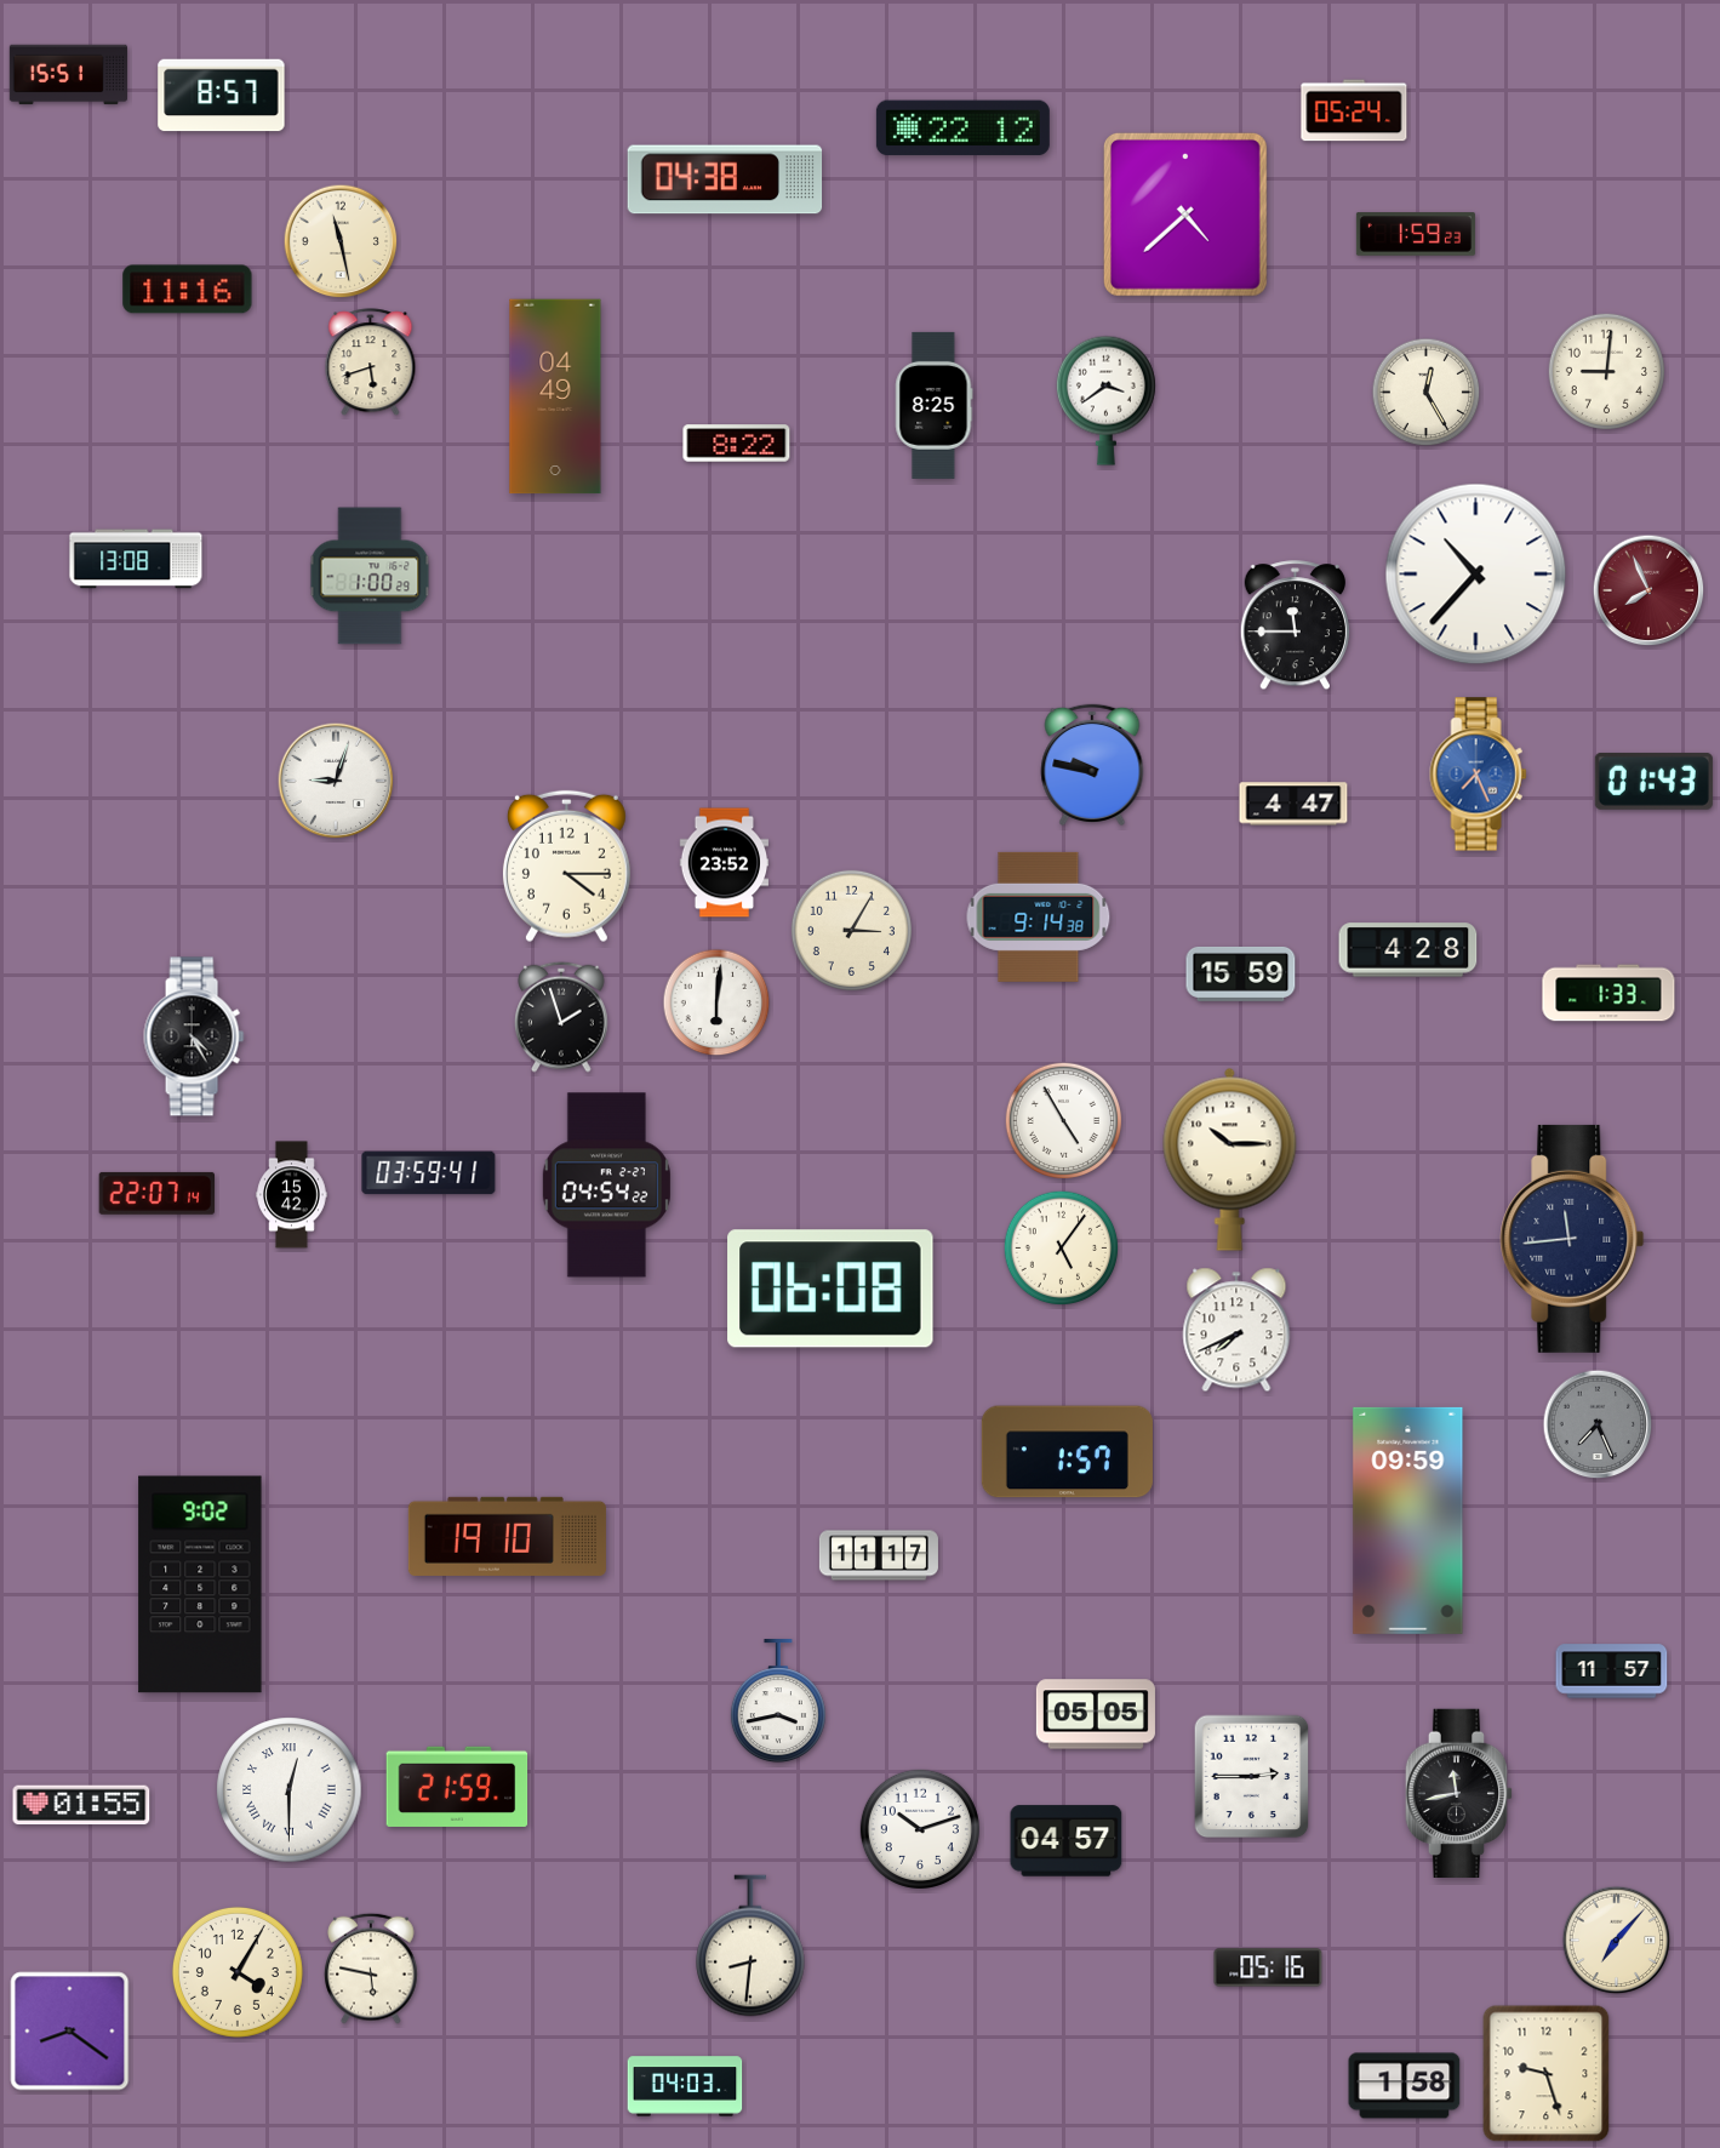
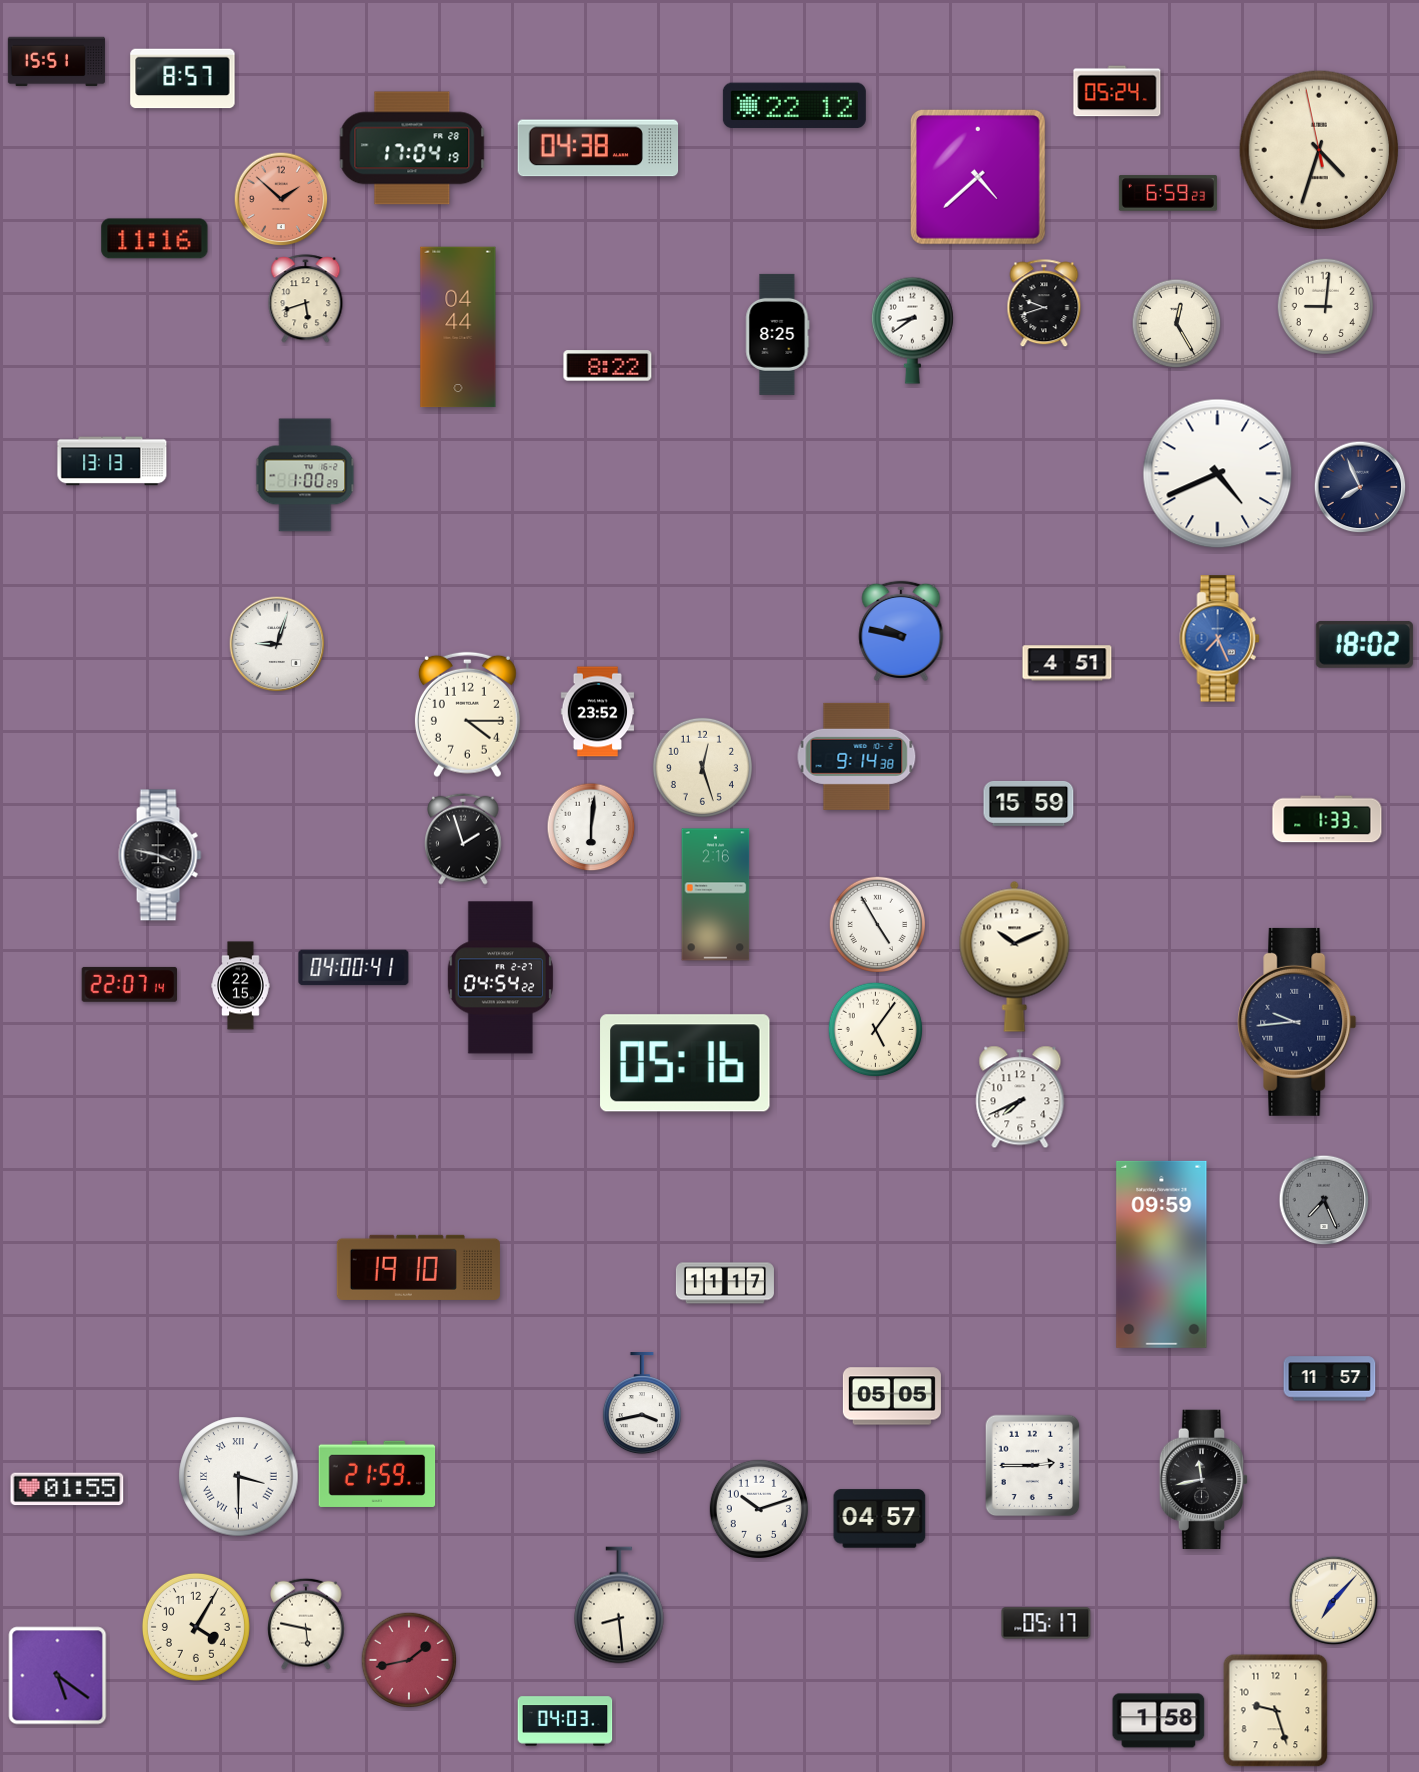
clock at (412, 148): none -> 17:04
clock at (1319, 150): none -> 4:32
clock at (1416, 234): 1:59 -> 6:59
clock at (341, 241): 11:28 -> 1:52
clock at (341, 241) dial: cream -> salmon
clock at (1044, 304): none -> 9:42
clock at (555, 396): 04:49 -> 04:44
clock at (1105, 400): 3:39 -> 8:39
clock at (935, 405) position: (935, 405) -> (778, 334)
clock at (136, 559): 13:08 -> 13:13
clock at (1476, 575): 10:37 -> 4:41
clock at (1648, 590) dial: burgundy -> navy
clock at (1295, 625): 11:45 -> none
clock at (1653, 781): 01:43 -> 18:02
clock at (1293, 804): 4:47 -> 4:51
clock at (851, 930): 3:05 -> 12:27
clock at (1408, 950): 4:28 -> none
clock at (1241, 973) position: (1241, 973) -> (1029, 803)
clock at (194, 1036): 4:25 -> 3:47
clock at (716, 895): none -> 2:16
clock at (1230, 1159): 10:15 -> 10:11
clock at (429, 1173): 03:59 -> 04:00
clock at (292, 1195): 15:42 -> 22:15
clock at (1572, 1239): 11:44 -> 9:44
clock at (830, 1289): 06:08 -> 05:16
clock at (1598, 1424) position: (1598, 1424) -> (1324, 1200)
clock at (1067, 1452): 1:57 -> none
clock at (200, 1584): 9:02 -> none
clock at (1096, 1714) position: (1096, 1714) -> (892, 1396)
clock at (290, 1790): 12:30 -> 3:30
clock at (750, 1946): 8:31 -> 8:29
clock at (1268, 1967): 05:16 -> 05:17
clock at (409, 1660): none -> 1:43
clock at (70, 2032): 8:21 -> 5:21
